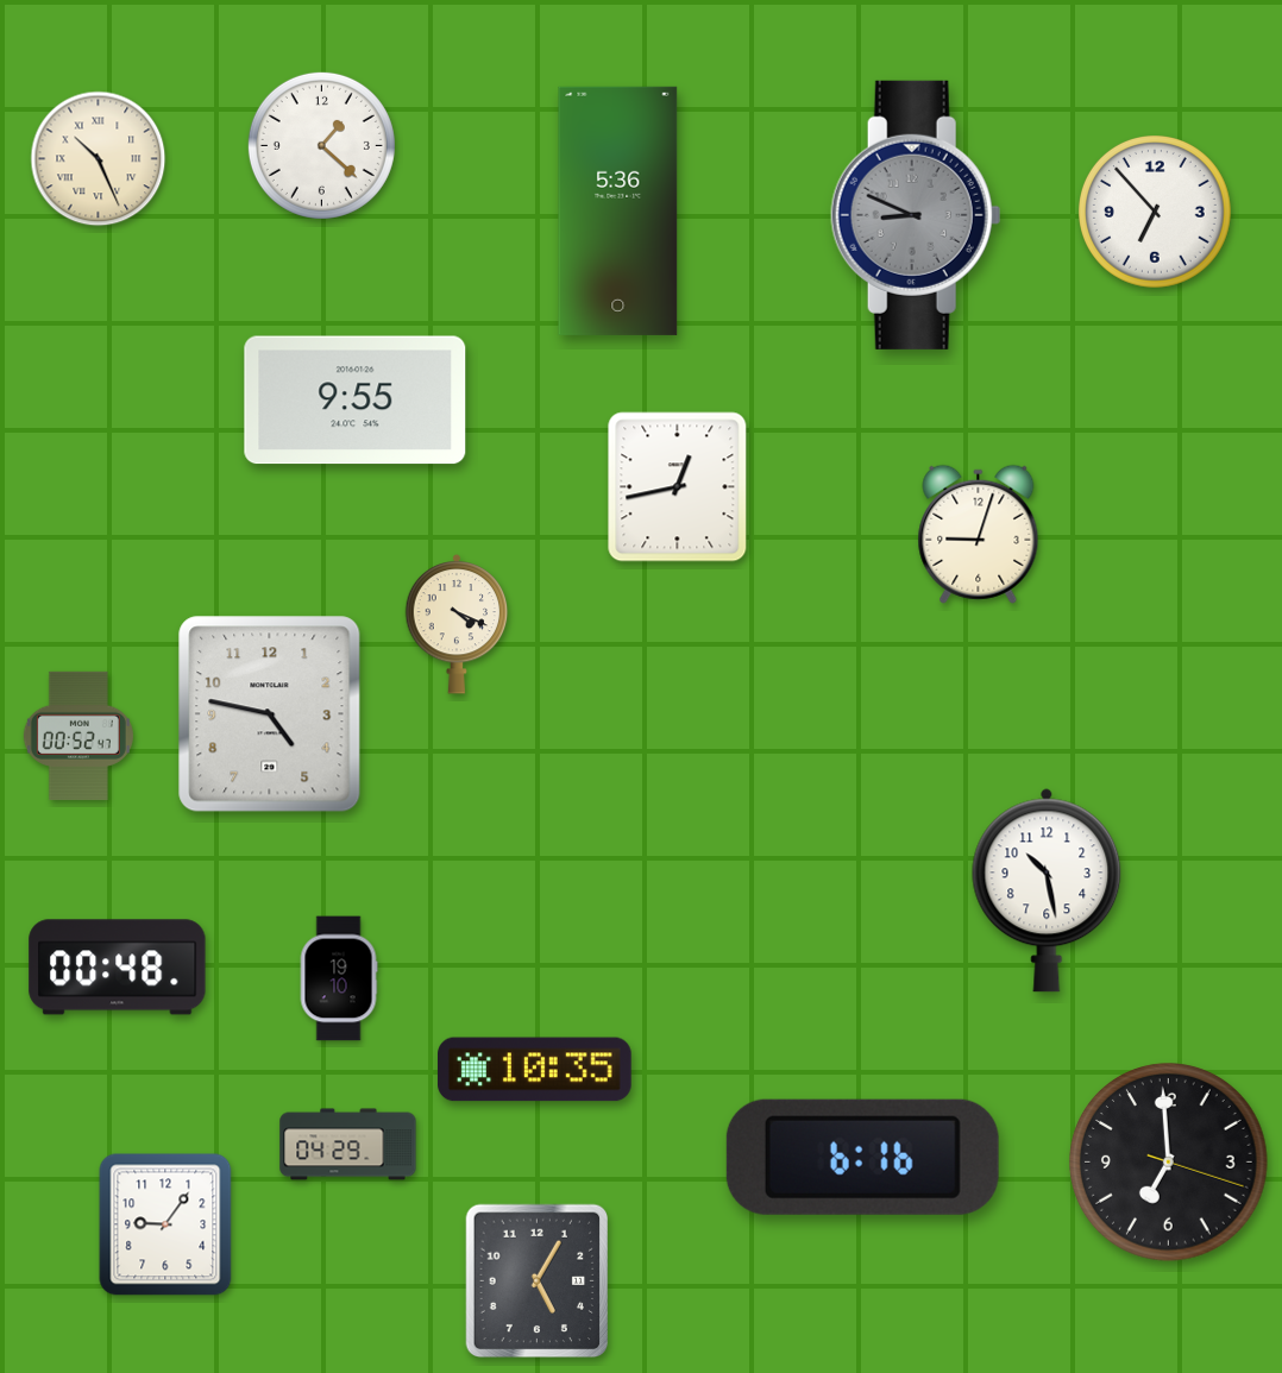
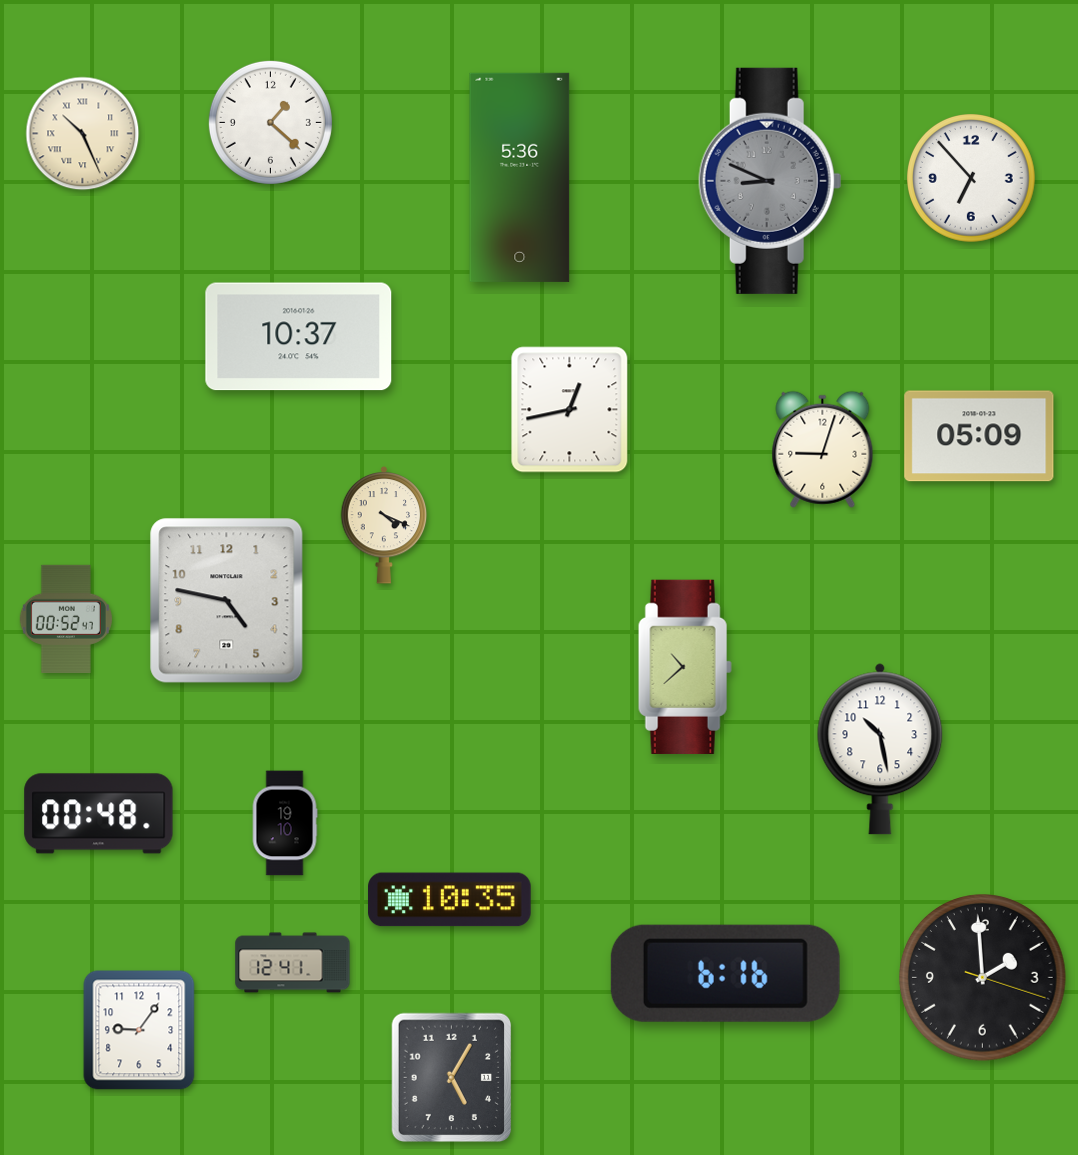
clock at (356, 401): 9:55 -> 10:37
clock at (979, 436): none -> 05:09
clock at (685, 667): none -> 10:38
clock at (348, 1145): 04:29 -> 12:41
clock at (1169, 1163): 6:59 -> 1:59
